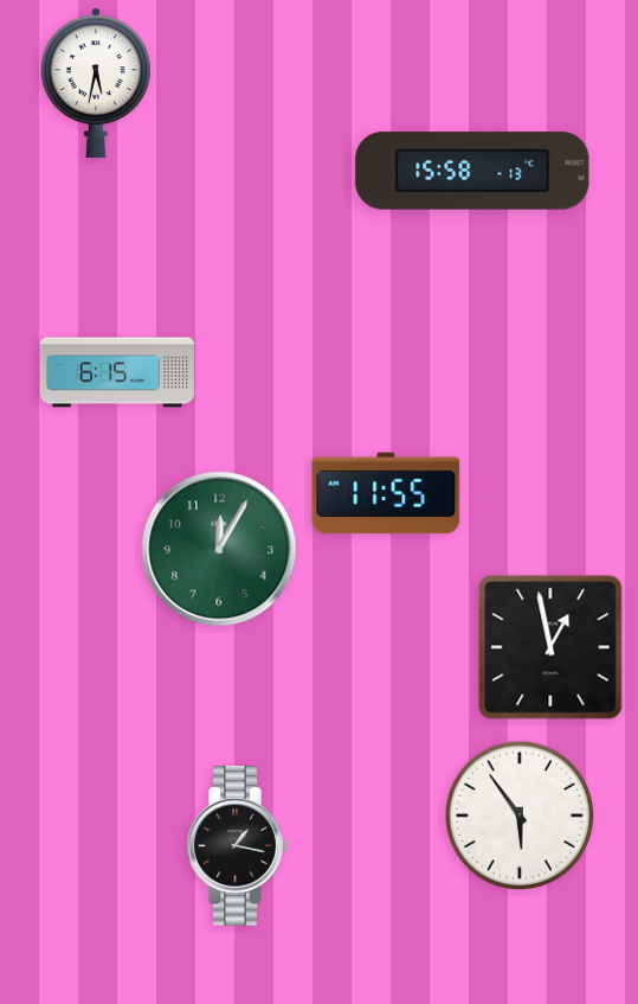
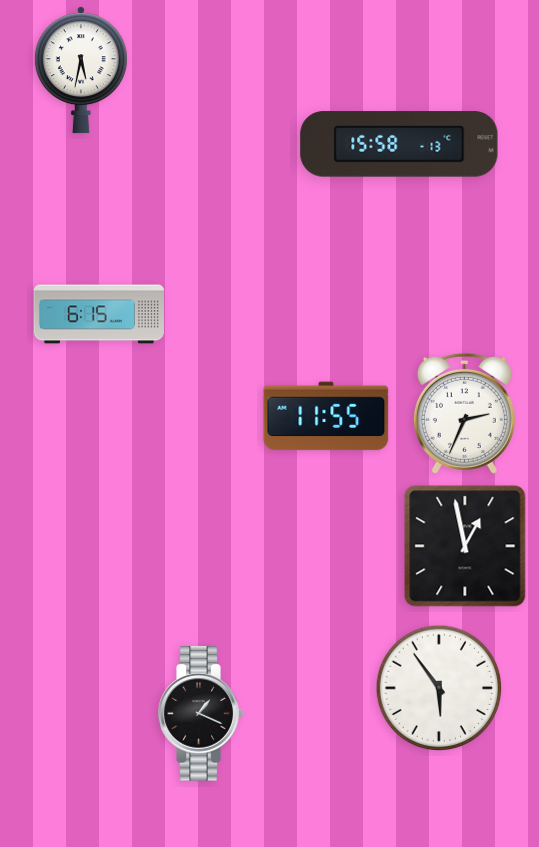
clock at (464, 413): none -> 2:34
clock at (219, 549): 12:05 -> none
clock at (237, 846): 1:17 -> 1:19
